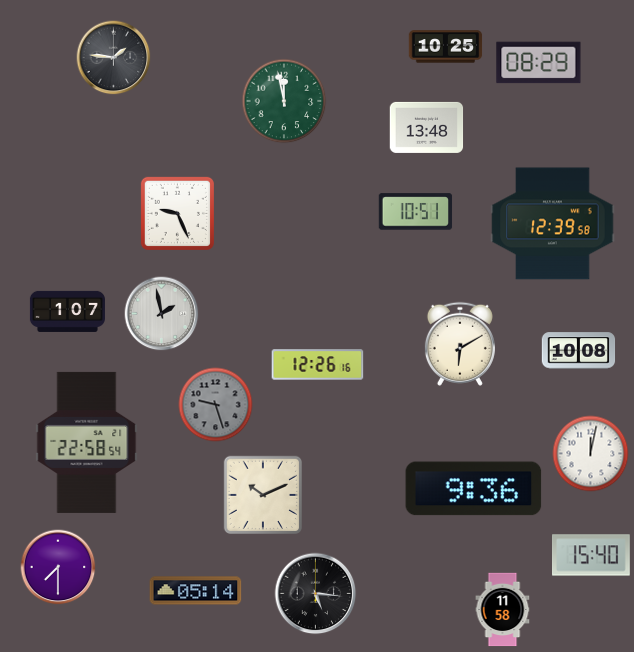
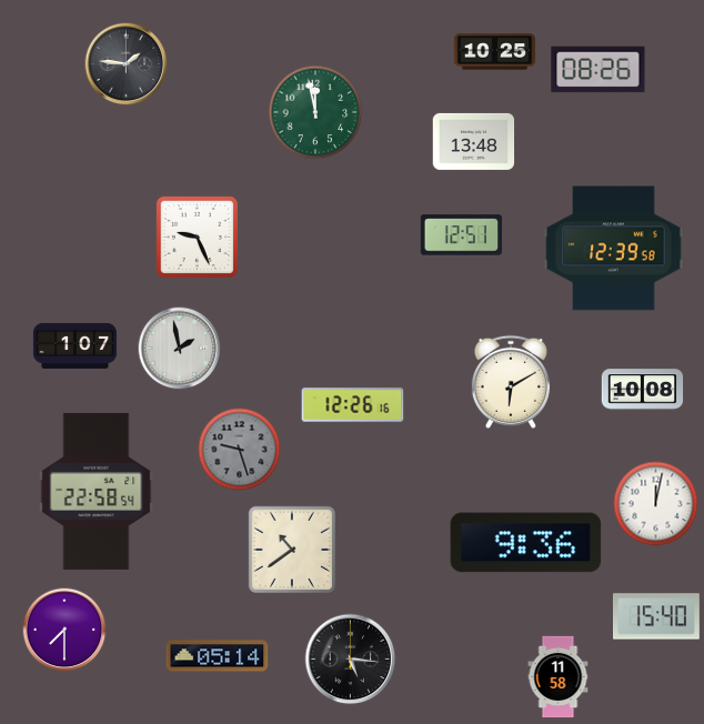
clock at (539, 63): 08:29 -> 08:26
clock at (416, 212): 10:51 -> 12:51
clock at (263, 495): 10:11 -> 10:39
